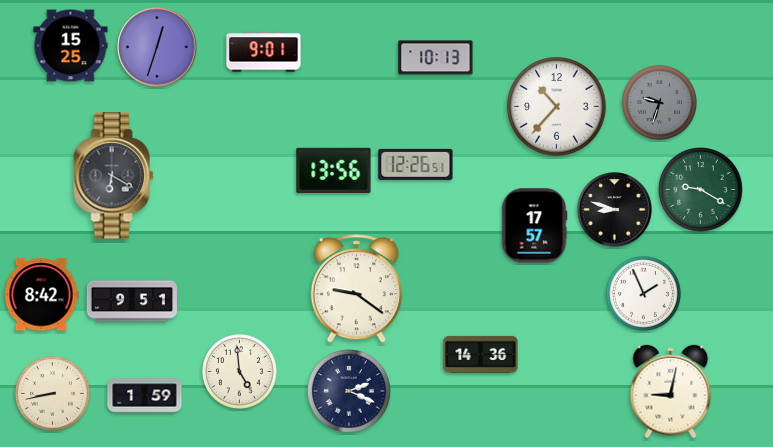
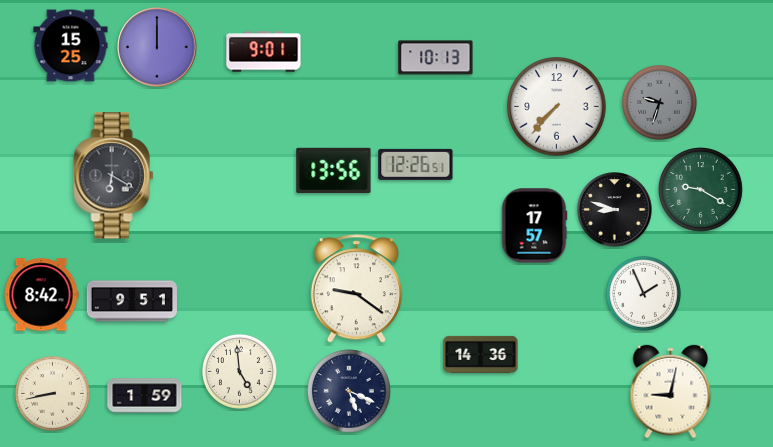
clock at (157, 47): 12:33 -> 12:00
clock at (557, 107): 10:37 -> 7:37
clock at (350, 392): 2:19 -> 5:19
